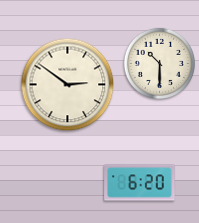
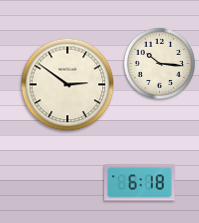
clock at (159, 63): 10:30 -> 10:16
clock at (140, 183): 6:20 -> 6:18
